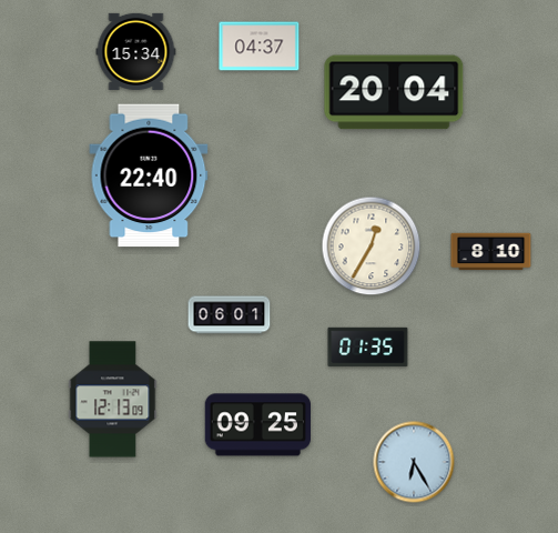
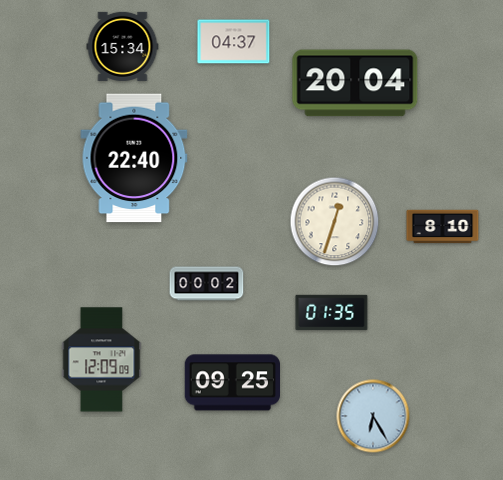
clock at (372, 247): 12:35 -> 12:33
clock at (230, 315): 06:01 -> 00:02
clock at (113, 400): 12:13 -> 12:09
